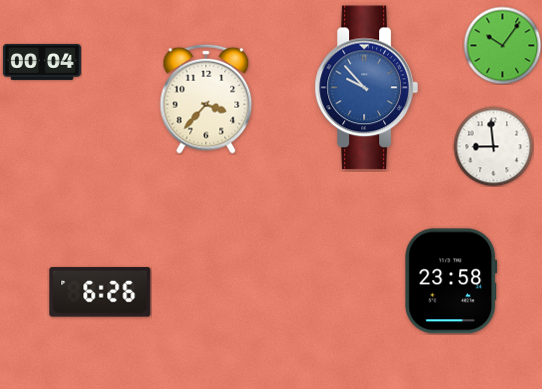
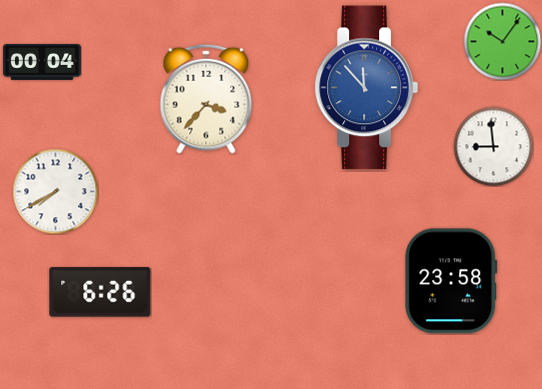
clock at (502, 45) position: (502, 45) -> (502, 41)
clock at (366, 88): 9:53 -> 11:53
clock at (55, 191): none -> 7:40
